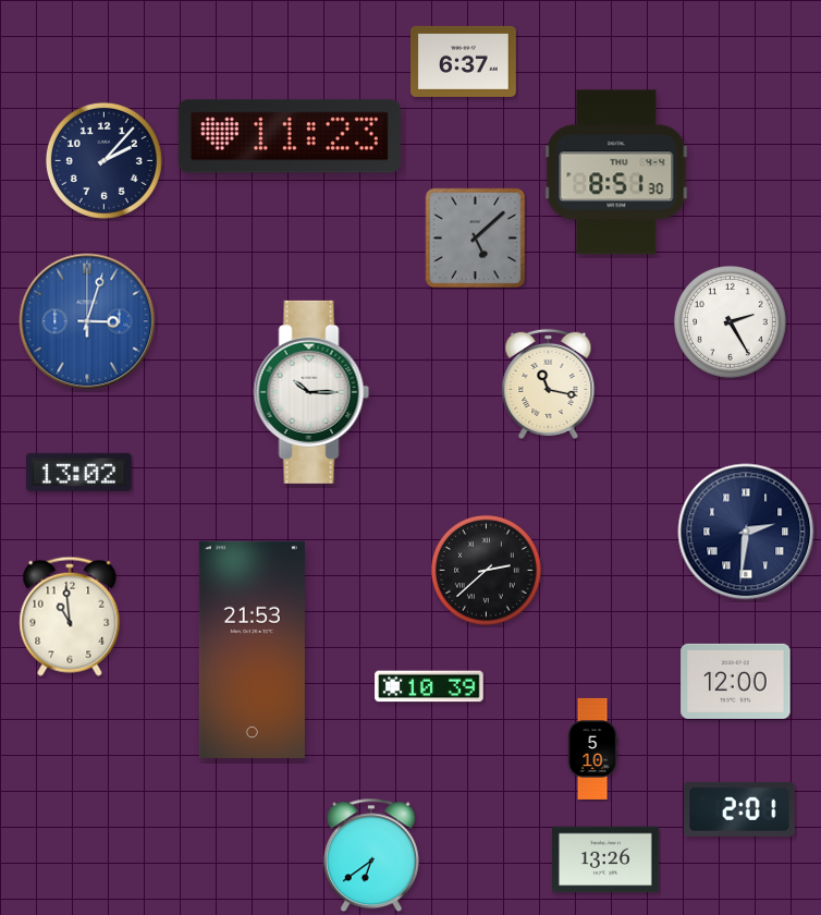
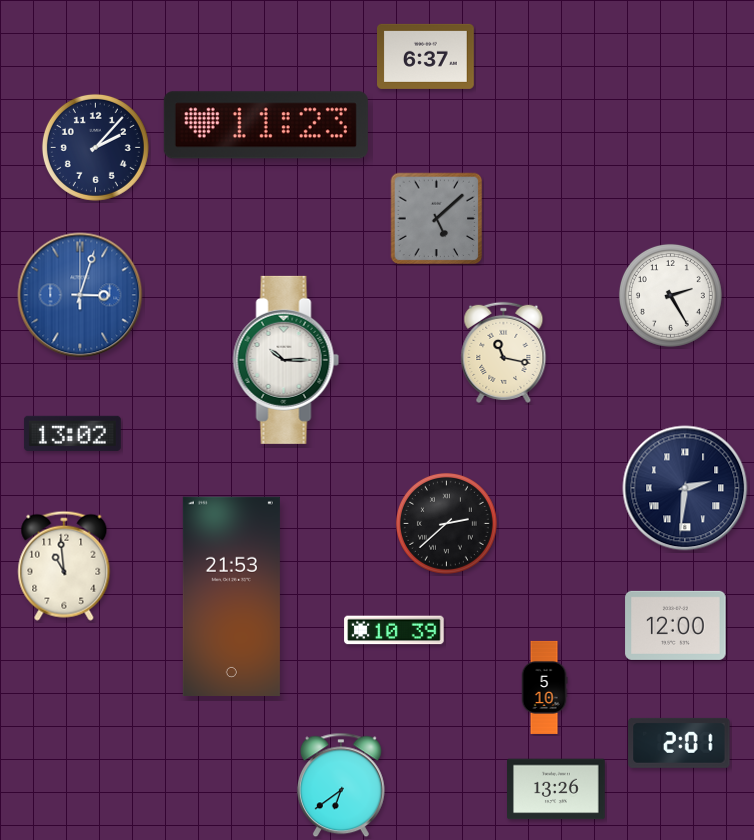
clock at (616, 172): 8:51 -> none
